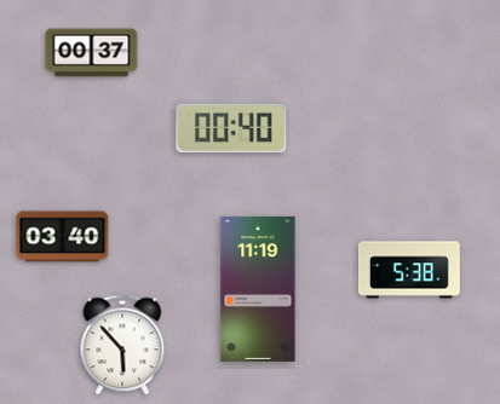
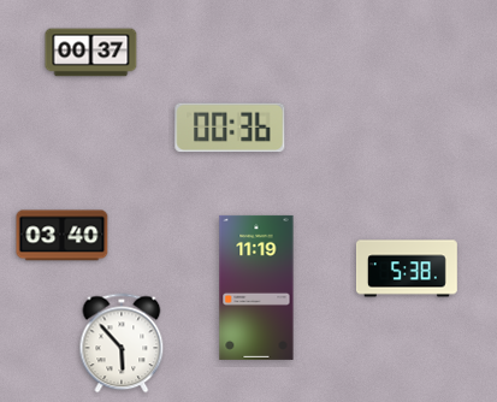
clock at (231, 128): 00:40 -> 00:36
